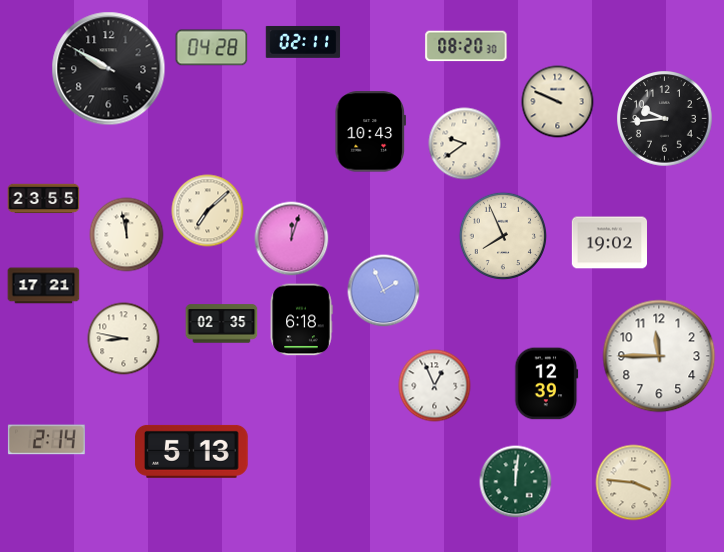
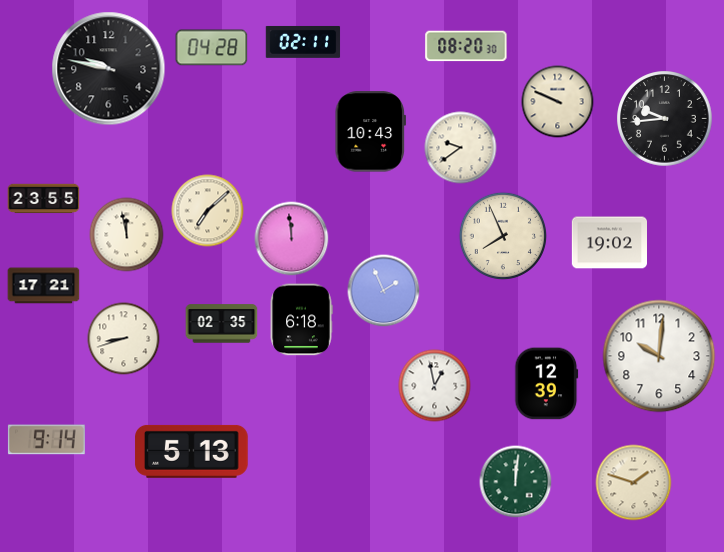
clock at (109, 69): 9:50 -> 9:47
clock at (465, 144) position: (465, 144) -> (461, 148)
clock at (292, 239): 12:03 -> 11:59
clock at (124, 339): 8:47 -> 8:42
clock at (659, 356): 11:45 -> 10:01
clock at (435, 386): 12:56 -> 12:58
clock at (46, 440): 2:14 -> 9:14
clock at (634, 483): 3:46 -> 1:48
